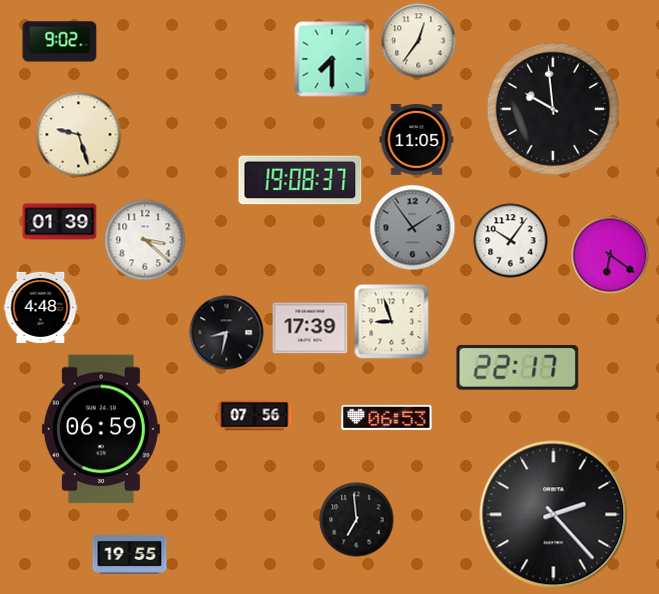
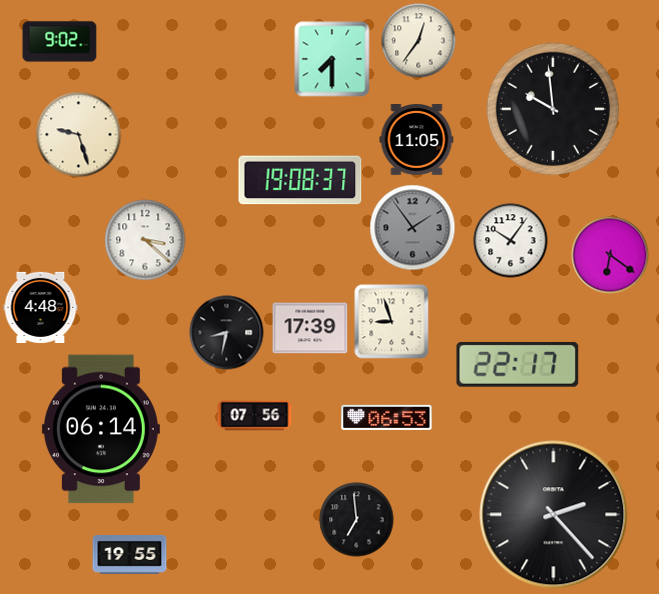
clock at (60, 222): 01:39 -> none
clock at (518, 368) position: (518, 368) -> (518, 365)
clock at (101, 429): 06:59 -> 06:14
